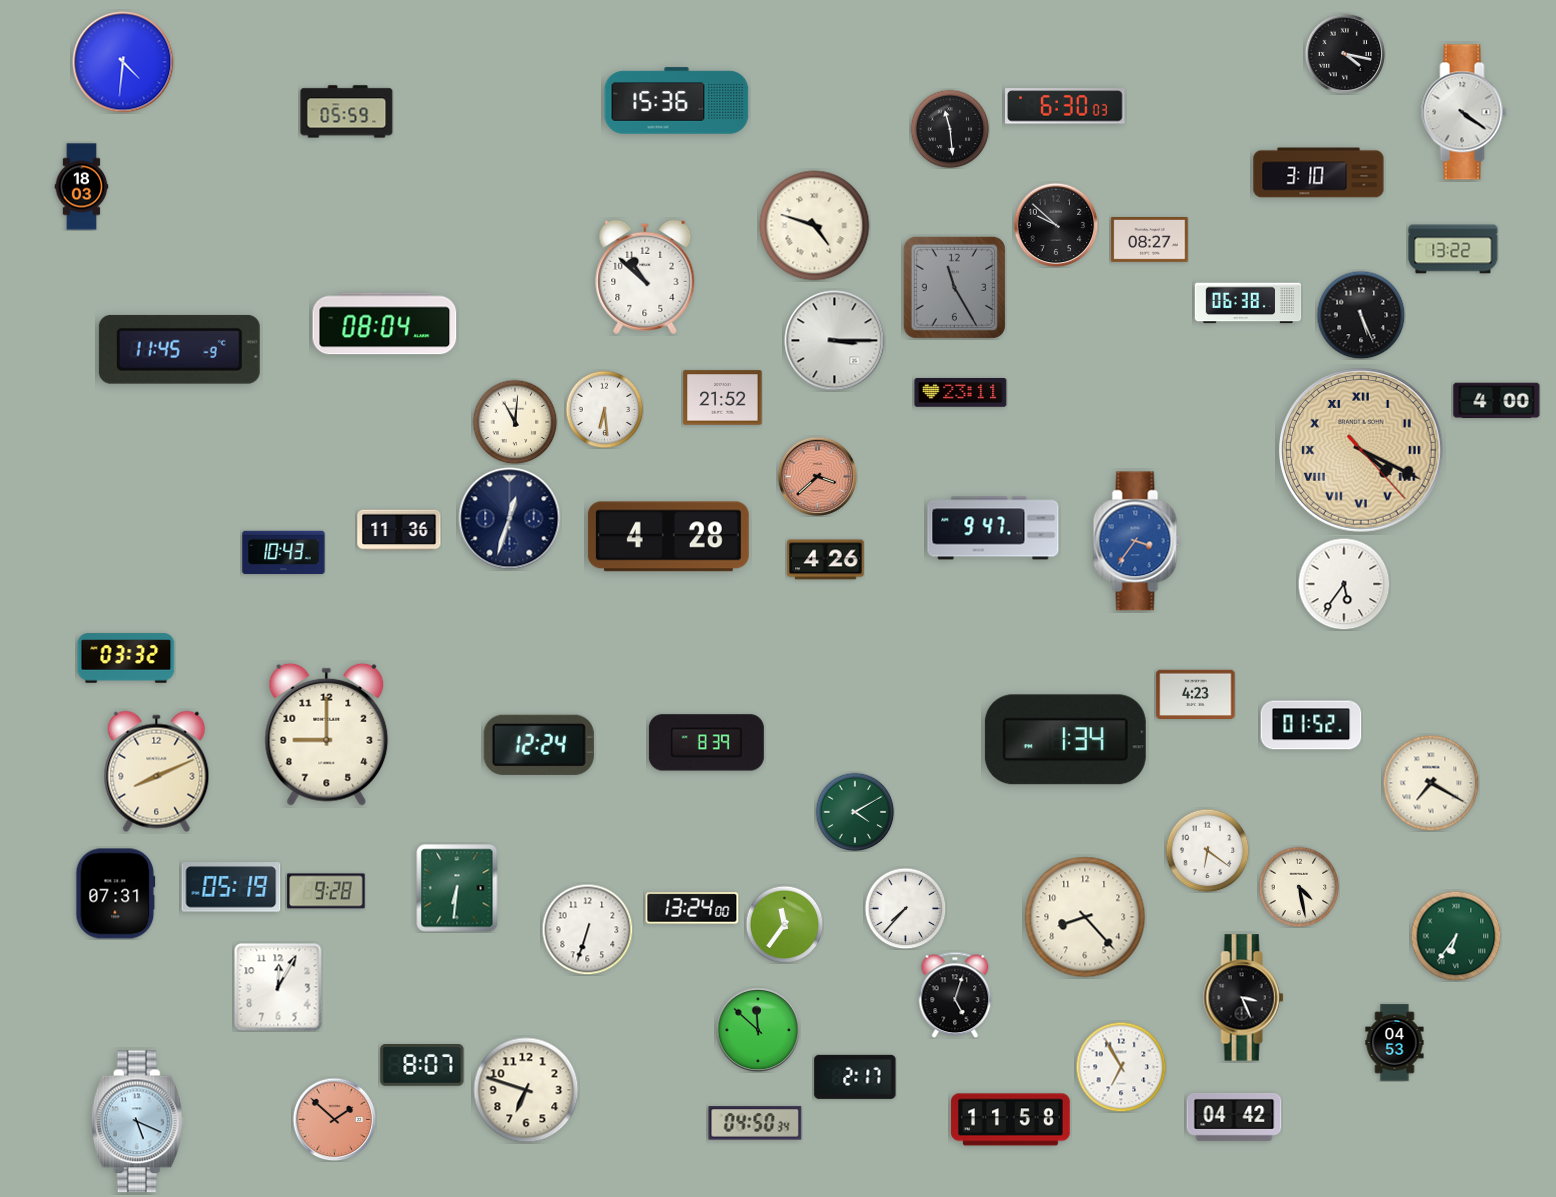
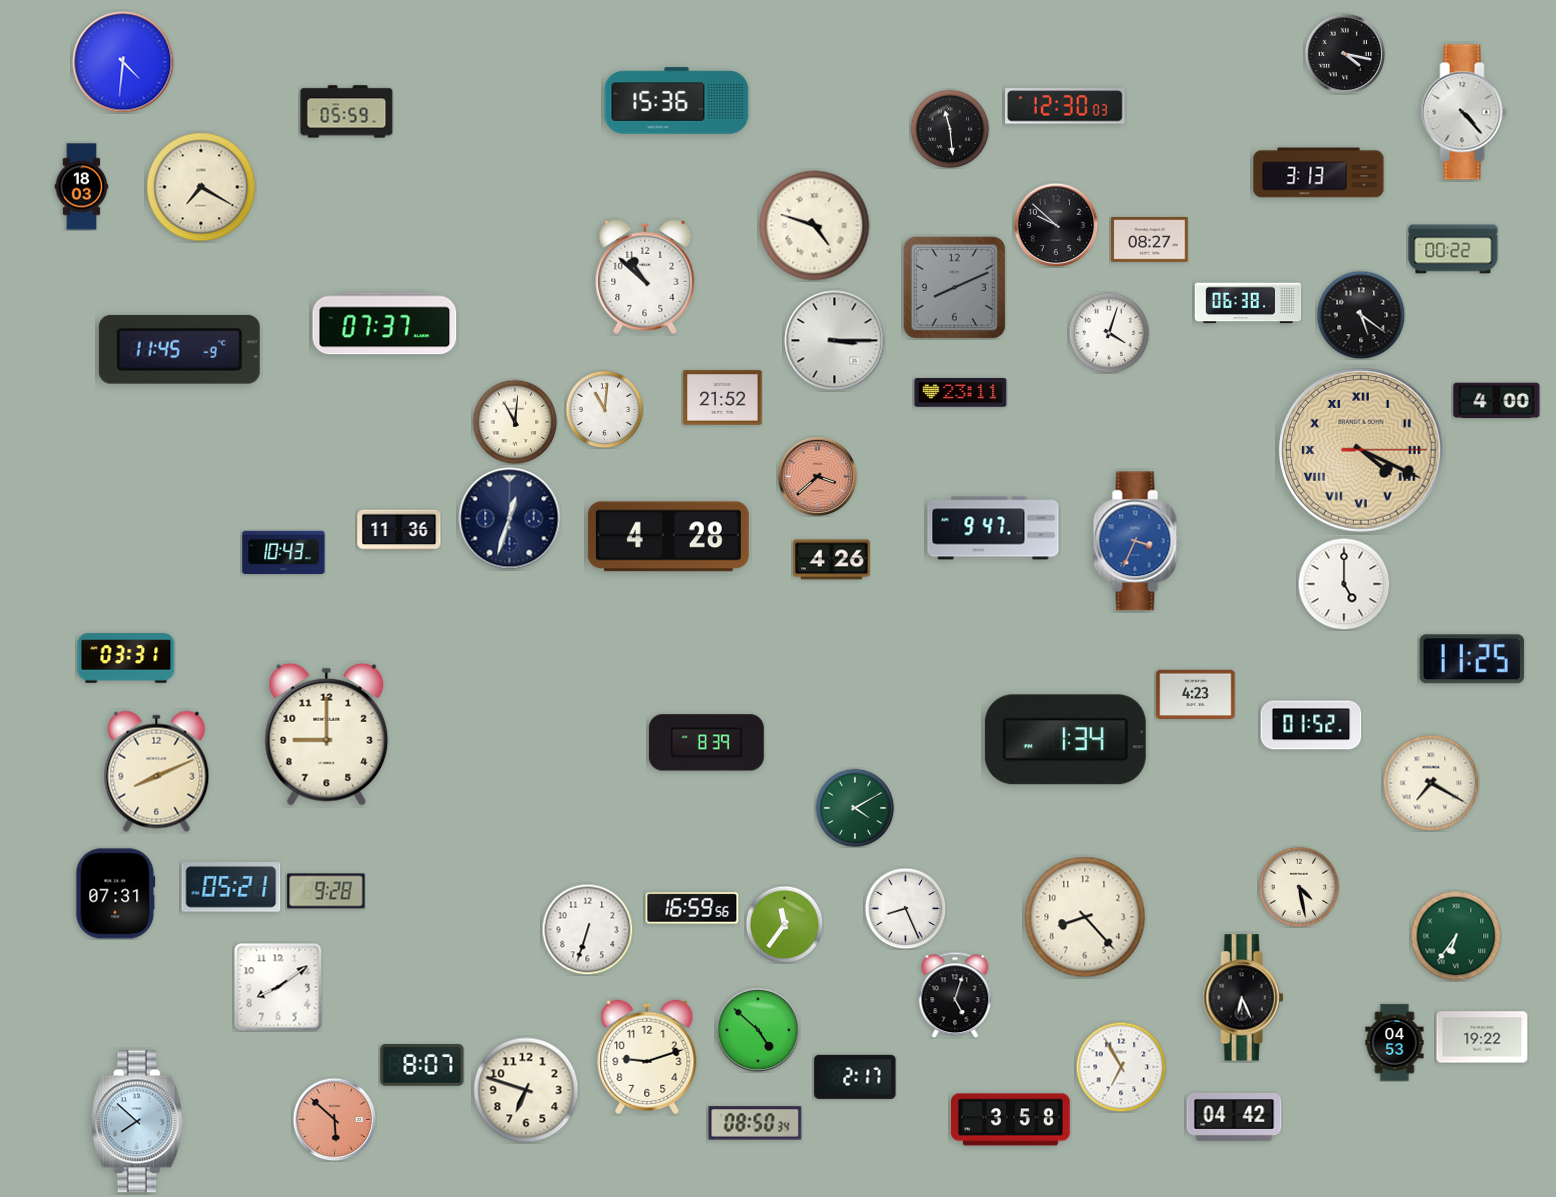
clock at (1066, 106): 6:30 -> 12:30
clock at (1464, 112): 4:21 -> 4:23
clock at (1319, 173): 3:10 -> 3:13
clock at (201, 187): none -> 7:20
clock at (1453, 249): 13:22 -> 00:22
clock at (954, 287): 11:25 -> 8:11
clock at (1361, 315): 5:26 -> 5:21
clock at (385, 324): 08:04 -> 07:37
clock at (1109, 333): none -> 4:03
clock at (604, 409): 6:29 -> 11:01
clock at (1362, 451): 4:19:23 -> 4:19:15
clock at (1137, 541): 3:36 -> 3:34
clock at (826, 560) position: (826, 560) -> (832, 560)
clock at (1344, 584): 5:36 -> 5:00
clock at (126, 658): 03:32 -> 03:31
clock at (1472, 659): none -> 11:25
clock at (539, 745): 12:24 -> none
clock at (855, 812) position: (855, 812) -> (855, 808)
clock at (1207, 850): 6:21 -> none
clock at (231, 887): 05:19 -> 05:21
clock at (457, 888): 6:31 -> none
clock at (692, 908): 13:24 -> 16:59
clock at (905, 908): 7:37 -> 8:26
clock at (278, 987): 12:05 -> 8:09
clock at (1244, 998): 3:26 -> 6:26
clock at (758, 1030): 11:52 -> 4:52
clock at (1482, 1037): none -> 19:22
clock at (647, 1057): none -> 9:12
clock at (334, 1119): 1:52 -> 5:52
clock at (1011, 1120): 11:58 -> 3:58
clock at (137, 1122): 5:19 -> 7:52
clock at (755, 1123): 04:50 -> 08:50
